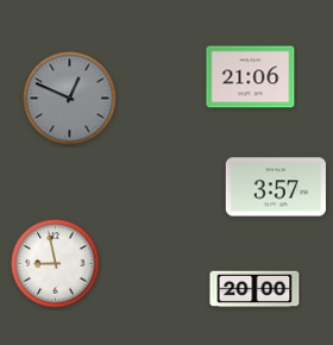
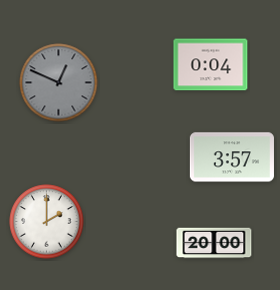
clock at (251, 77): 21:06 -> 0:04
clock at (56, 264): 8:58 -> 2:00
